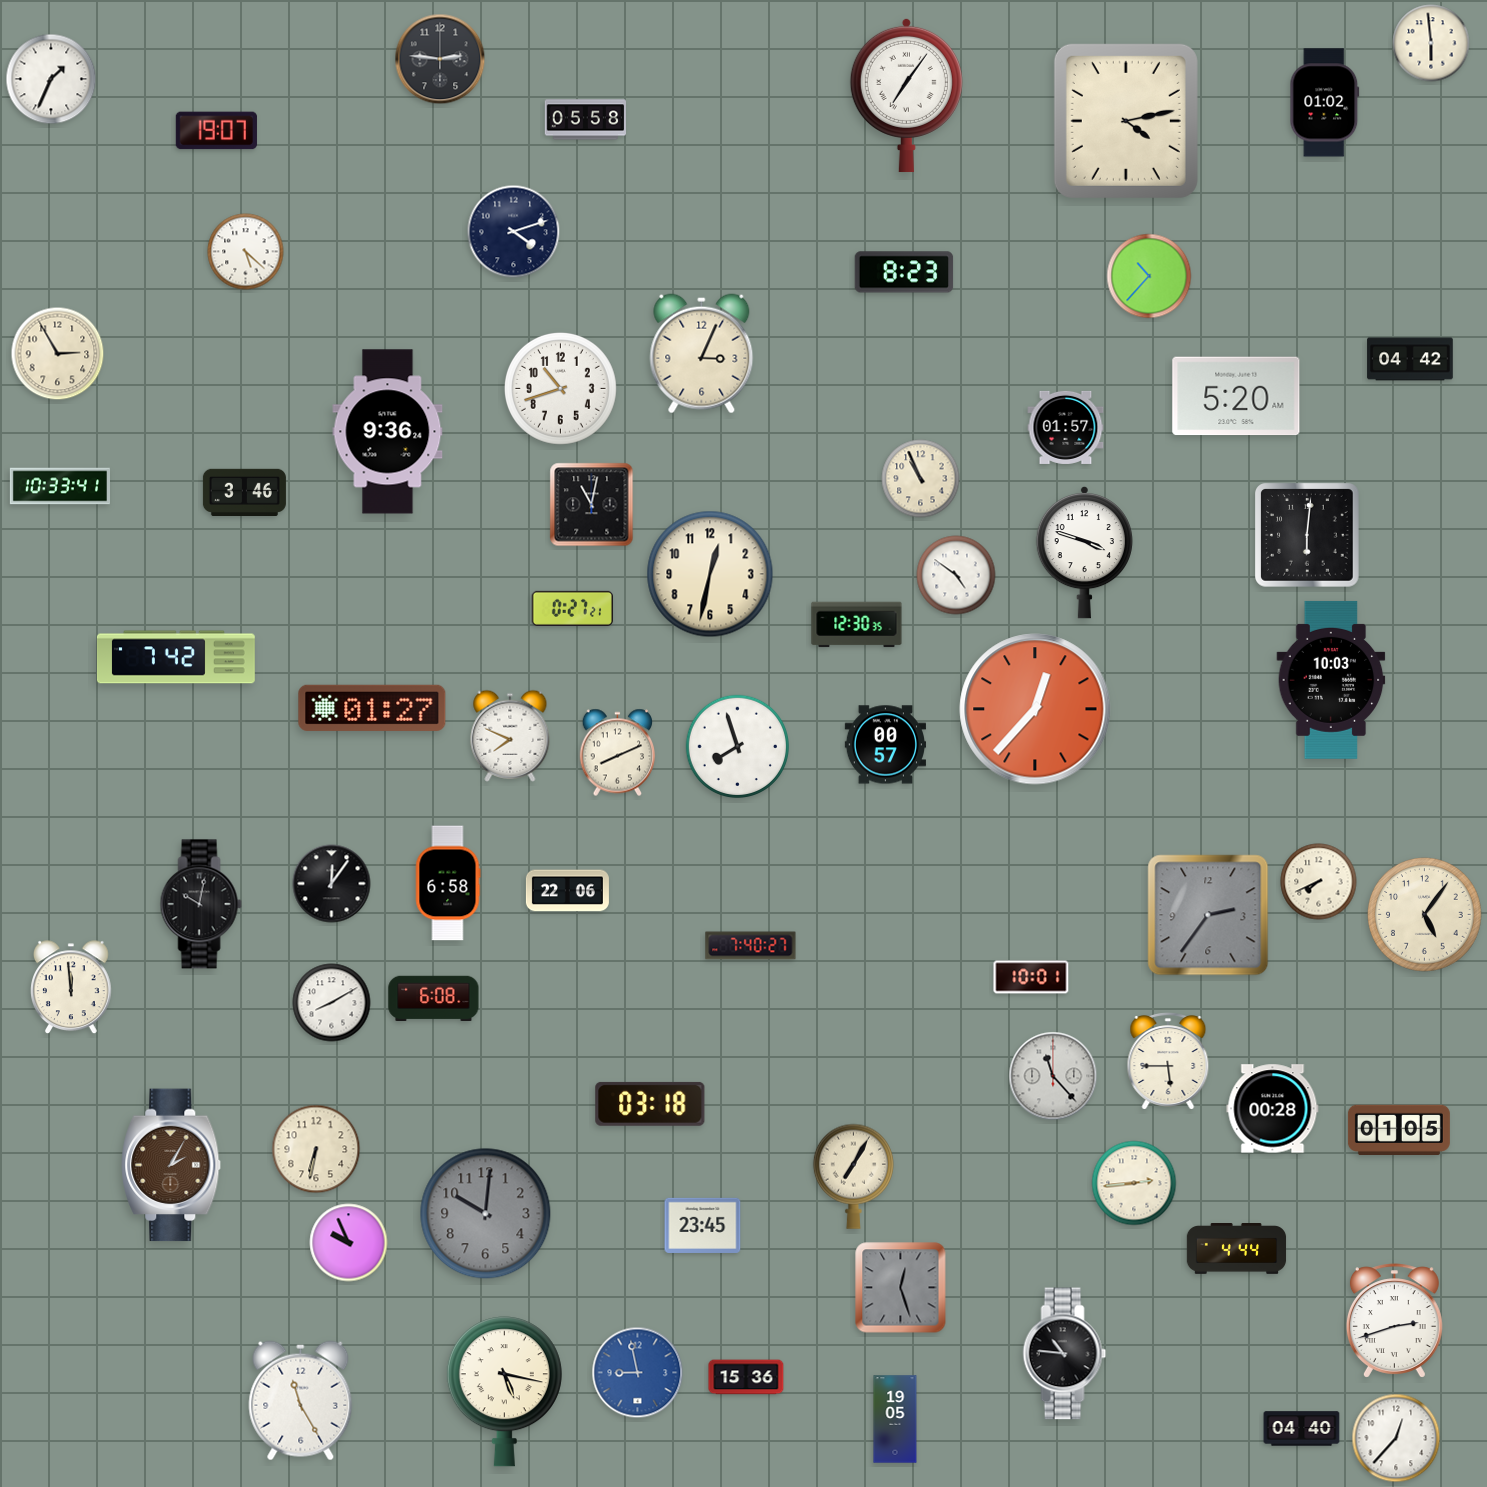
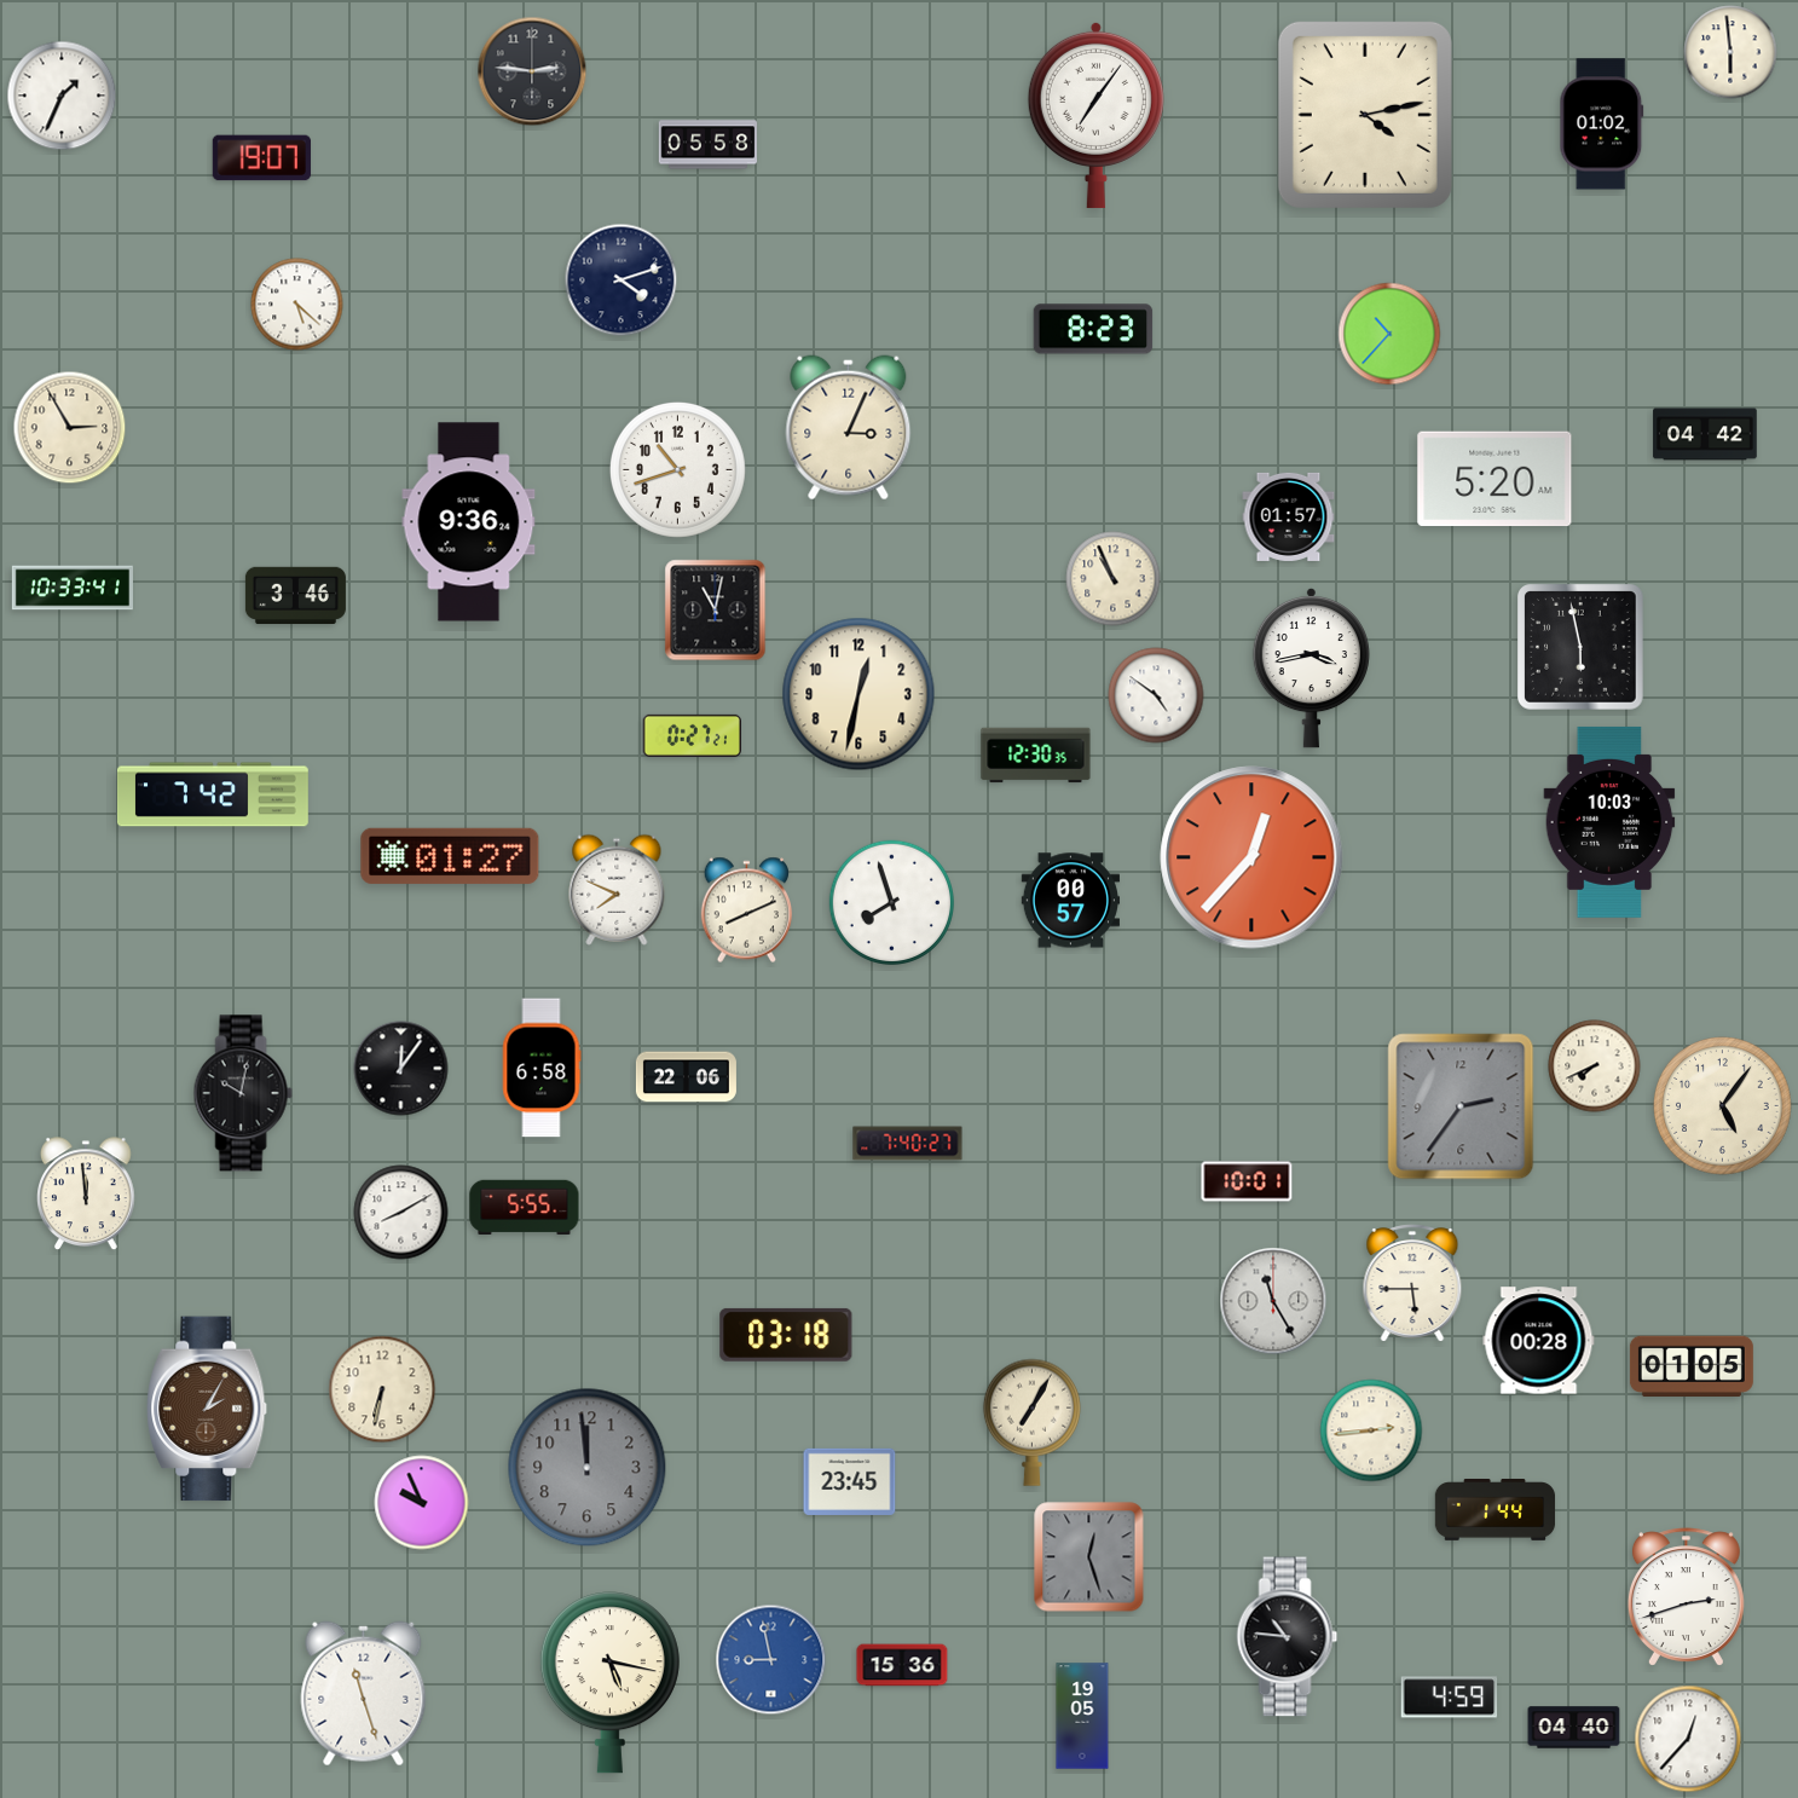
clock at (1126, 121) position: (1126, 121) -> (1365, 115)
clock at (1307, 535): 6:01 -> 5:58
clock at (1084, 552): 3:48 -> 3:43
clock at (434, 998): 6:08 -> 5:55
clock at (1053, 1076): 11:23 -> 11:25
clock at (486, 1214): 10:01 -> 11:59
clock at (1237, 1249): 4:44 -> 1:44
clock at (301, 1401): 11:25 -> 11:27
clock at (1450, 1698): none -> 4:59
